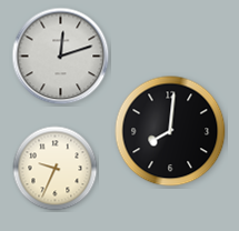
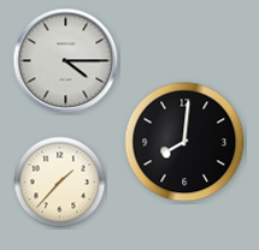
clock at (61, 57): 12:12 -> 4:15
clock at (56, 169): 9:34 -> 1:37
